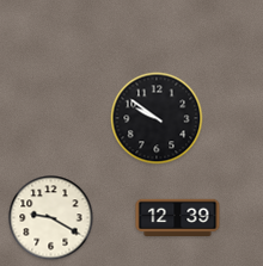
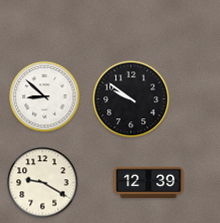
clock at (45, 97): none -> 8:52
